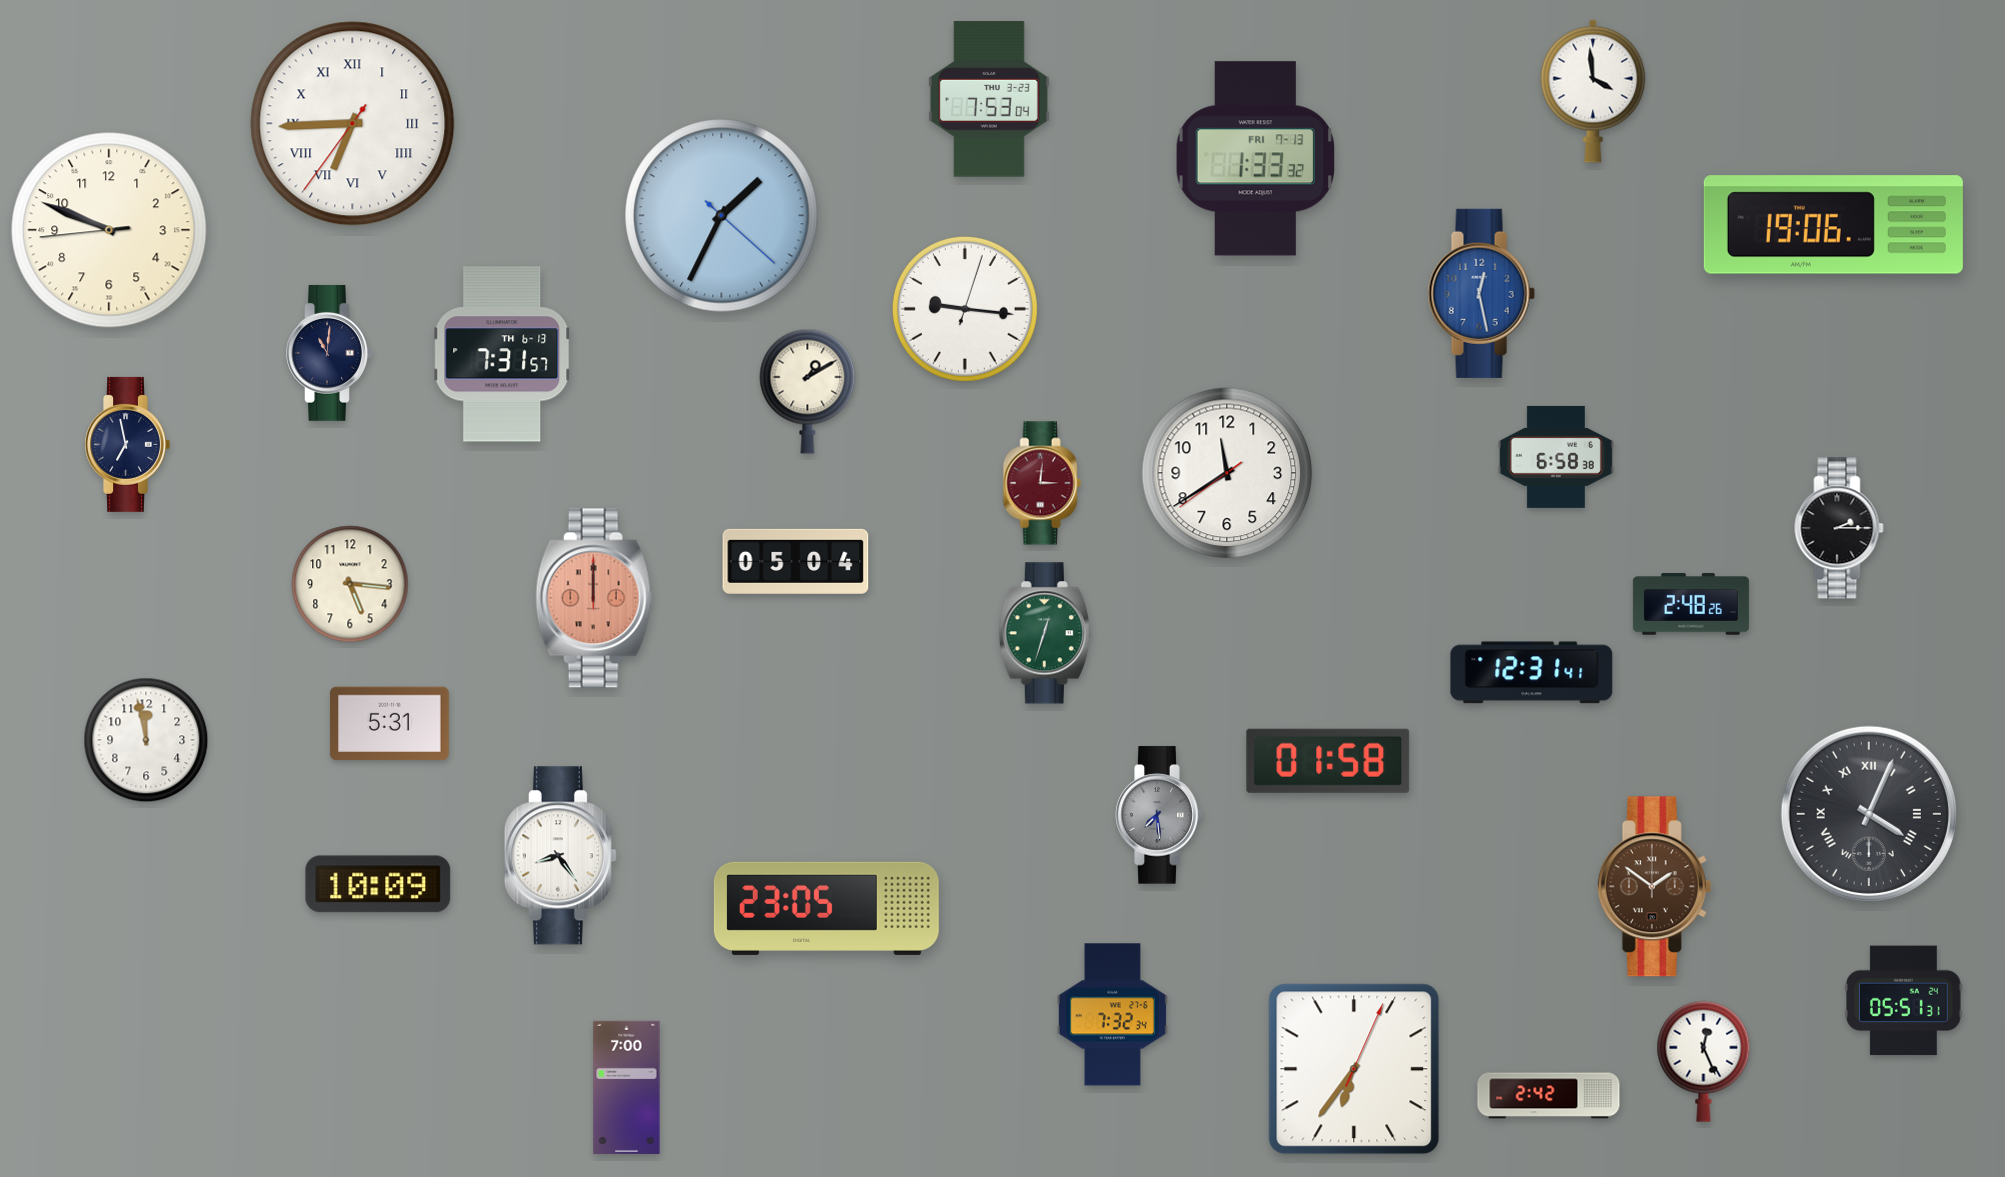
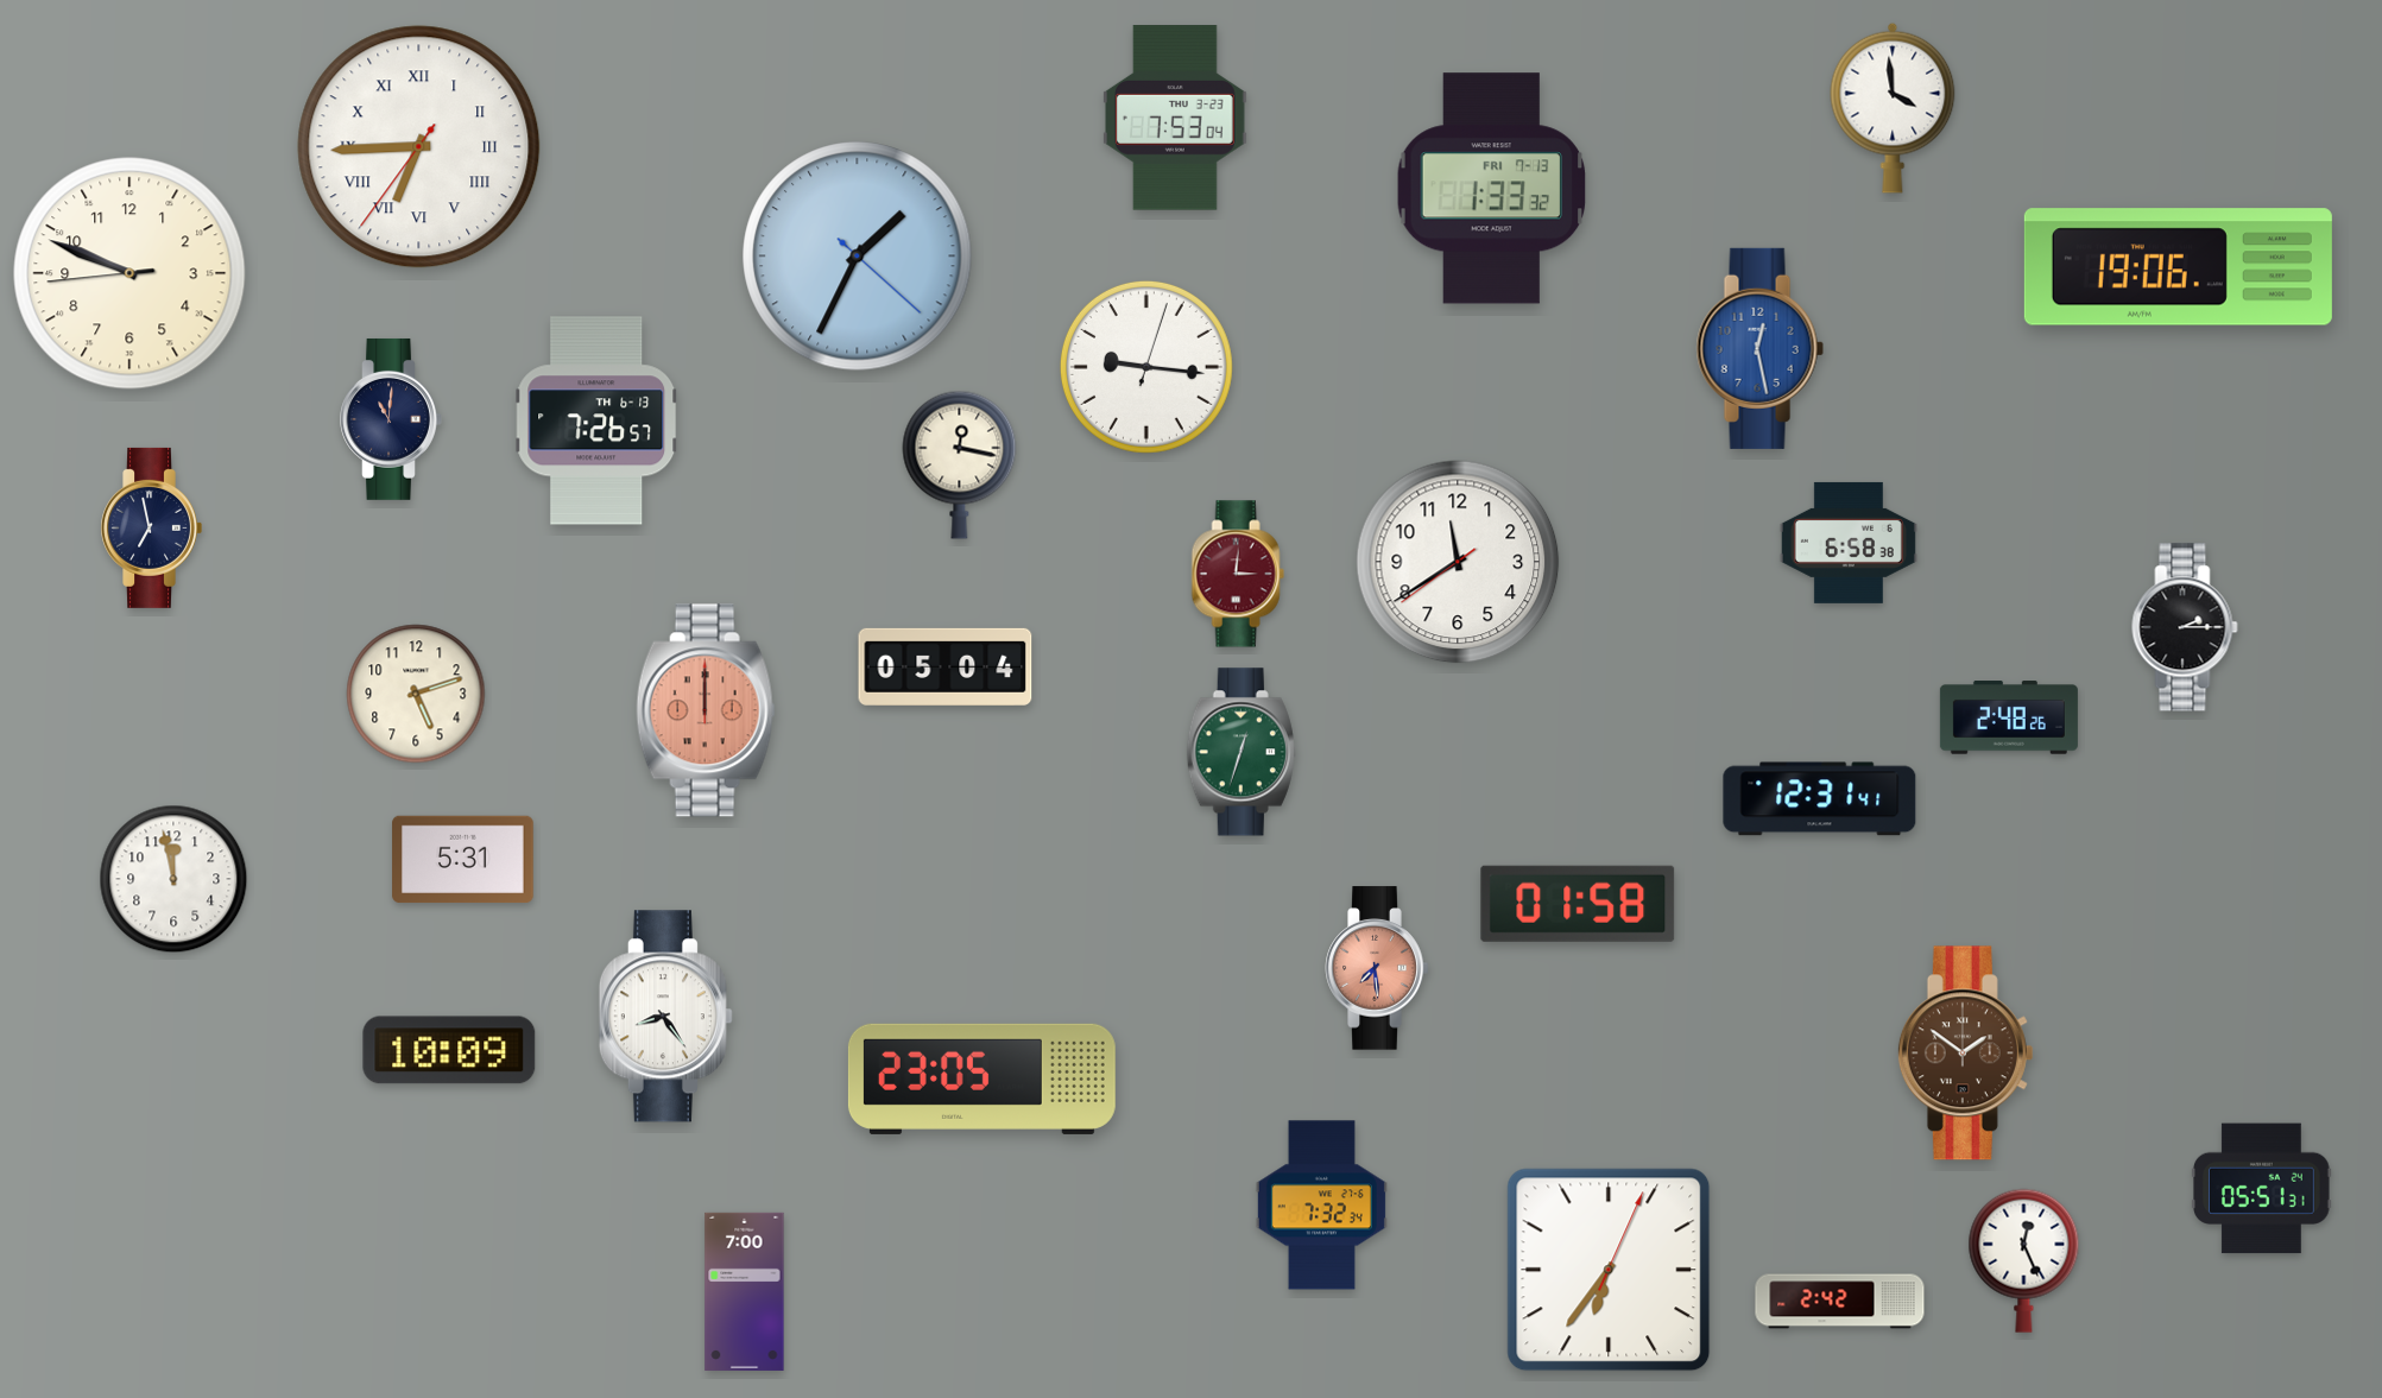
clock at (503, 354): 7:31 -> 7:26
clock at (808, 391): 1:10 -> 12:17
clock at (350, 584): 5:16 -> 5:12
clock at (1869, 814): 4:04 -> none
clock at (1159, 815) dial: grey -> salmon
